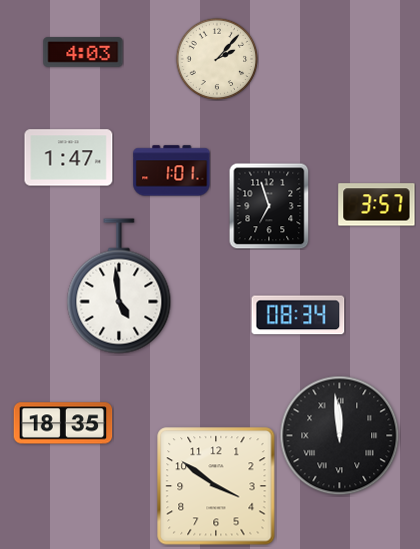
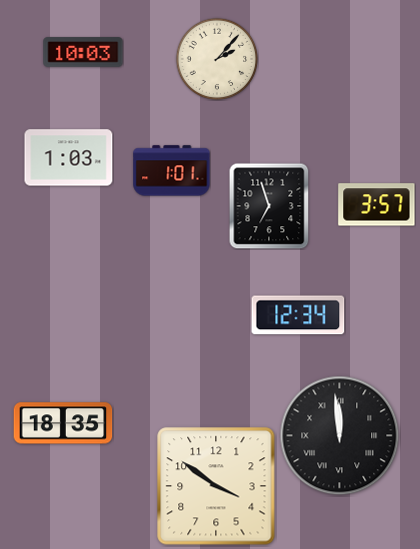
clock at (83, 52): 4:03 -> 10:03
clock at (69, 158): 1:47 -> 1:03
clock at (119, 286): 4:59 -> none
clock at (298, 315): 08:34 -> 12:34
